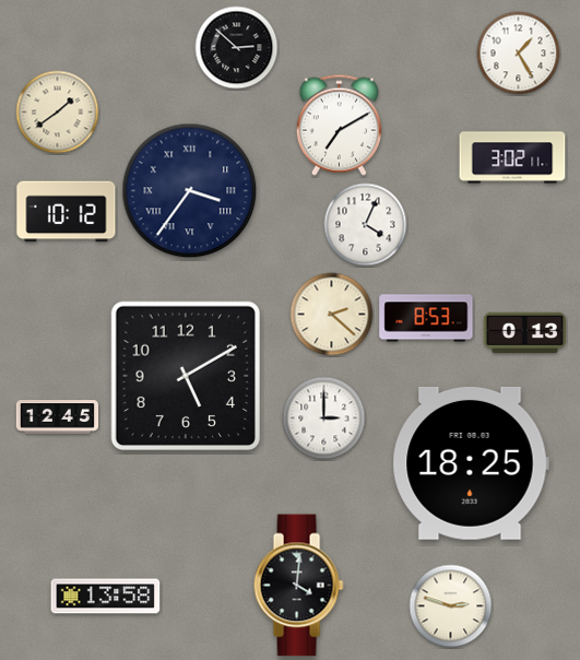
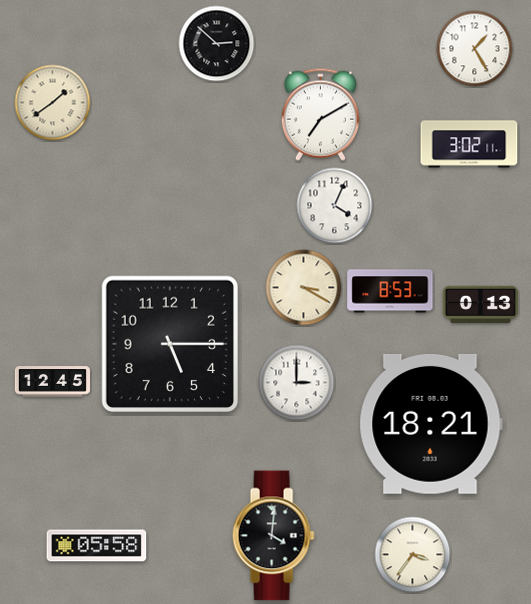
clock at (339, 125) position: (339, 125) -> (320, 114)
clock at (190, 191): 3:36 -> none
clock at (67, 212): 10:12 -> none
clock at (332, 315): 2:22 -> 3:20
clock at (185, 375): 5:10 -> 5:15
clock at (471, 463): 18:25 -> 18:21
clock at (106, 597): 13:58 -> 05:58
clock at (451, 606): 2:48 -> 3:36
